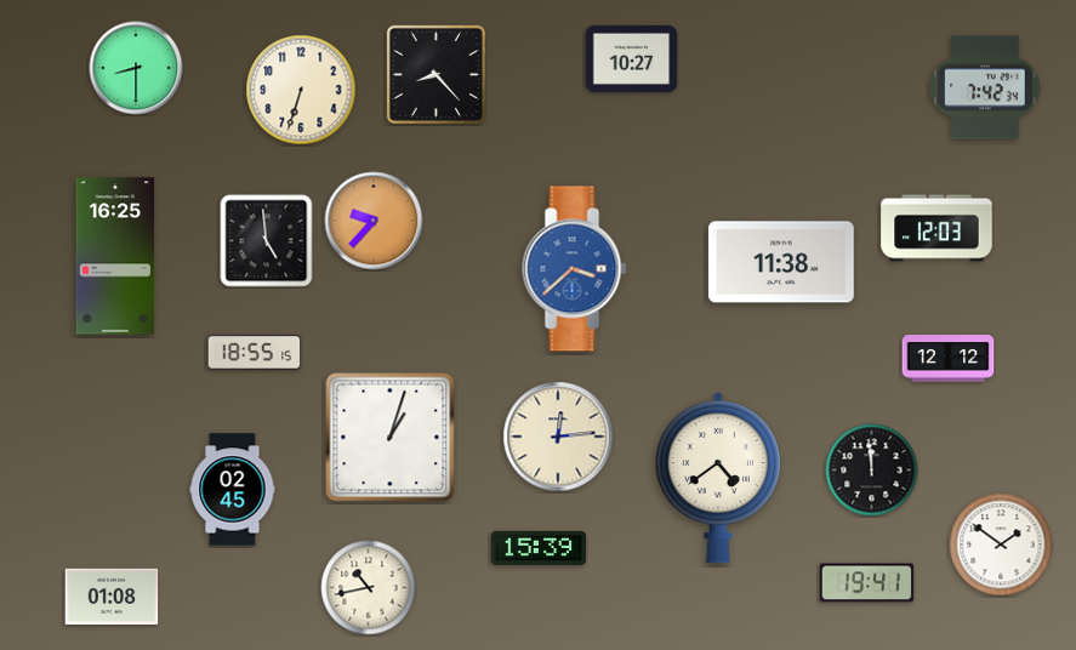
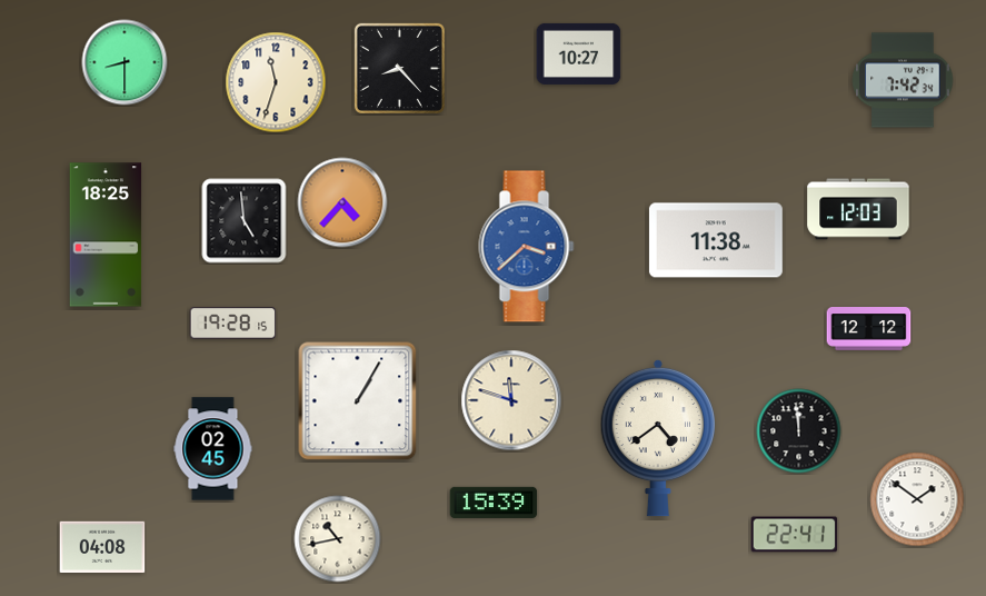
clock at (301, 90): 6:33 -> 11:33
clock at (374, 221): 9:37 -> 4:37
clock at (115, 256): 16:25 -> 18:25
clock at (255, 353): 18:55 -> 19:28
clock at (558, 437): 12:14 -> 11:48
clock at (391, 438): 1:03 -> 1:05
clock at (867, 583): 19:41 -> 22:41
clock at (112, 595): 01:08 -> 04:08
